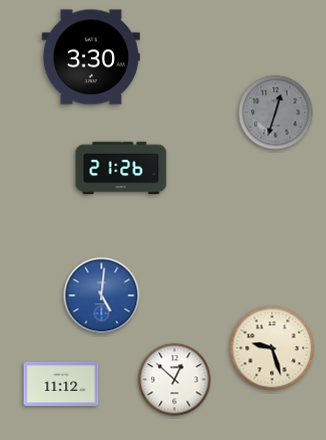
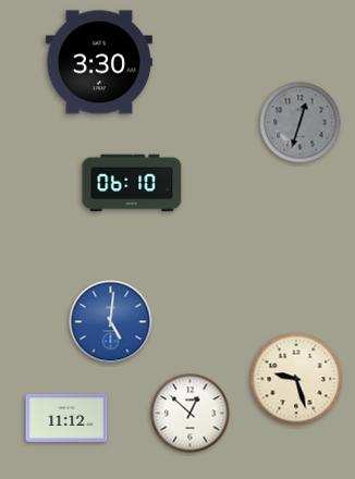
clock at (121, 168): 21:26 -> 06:10
